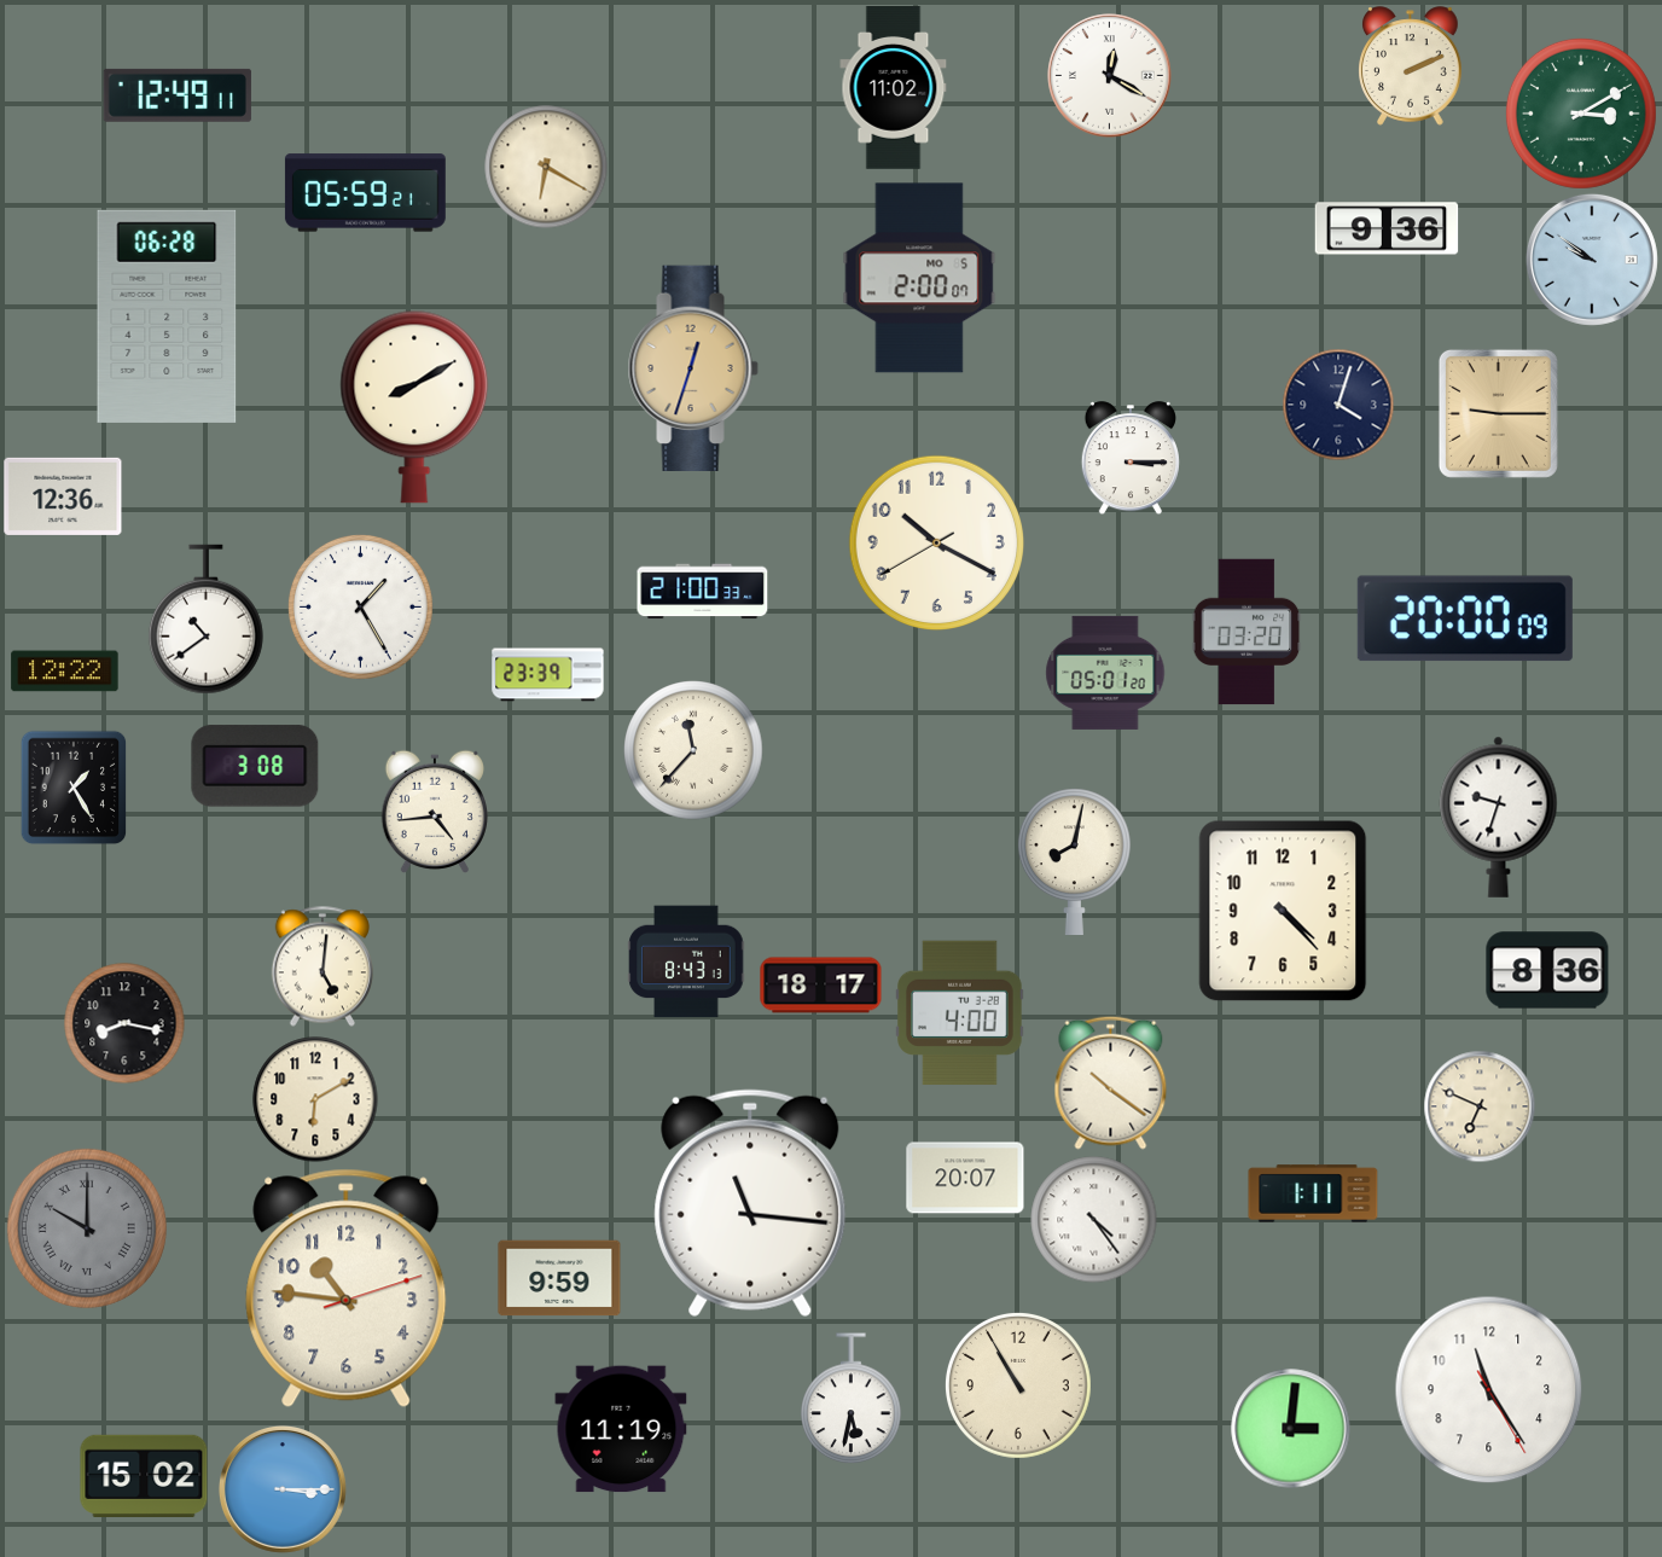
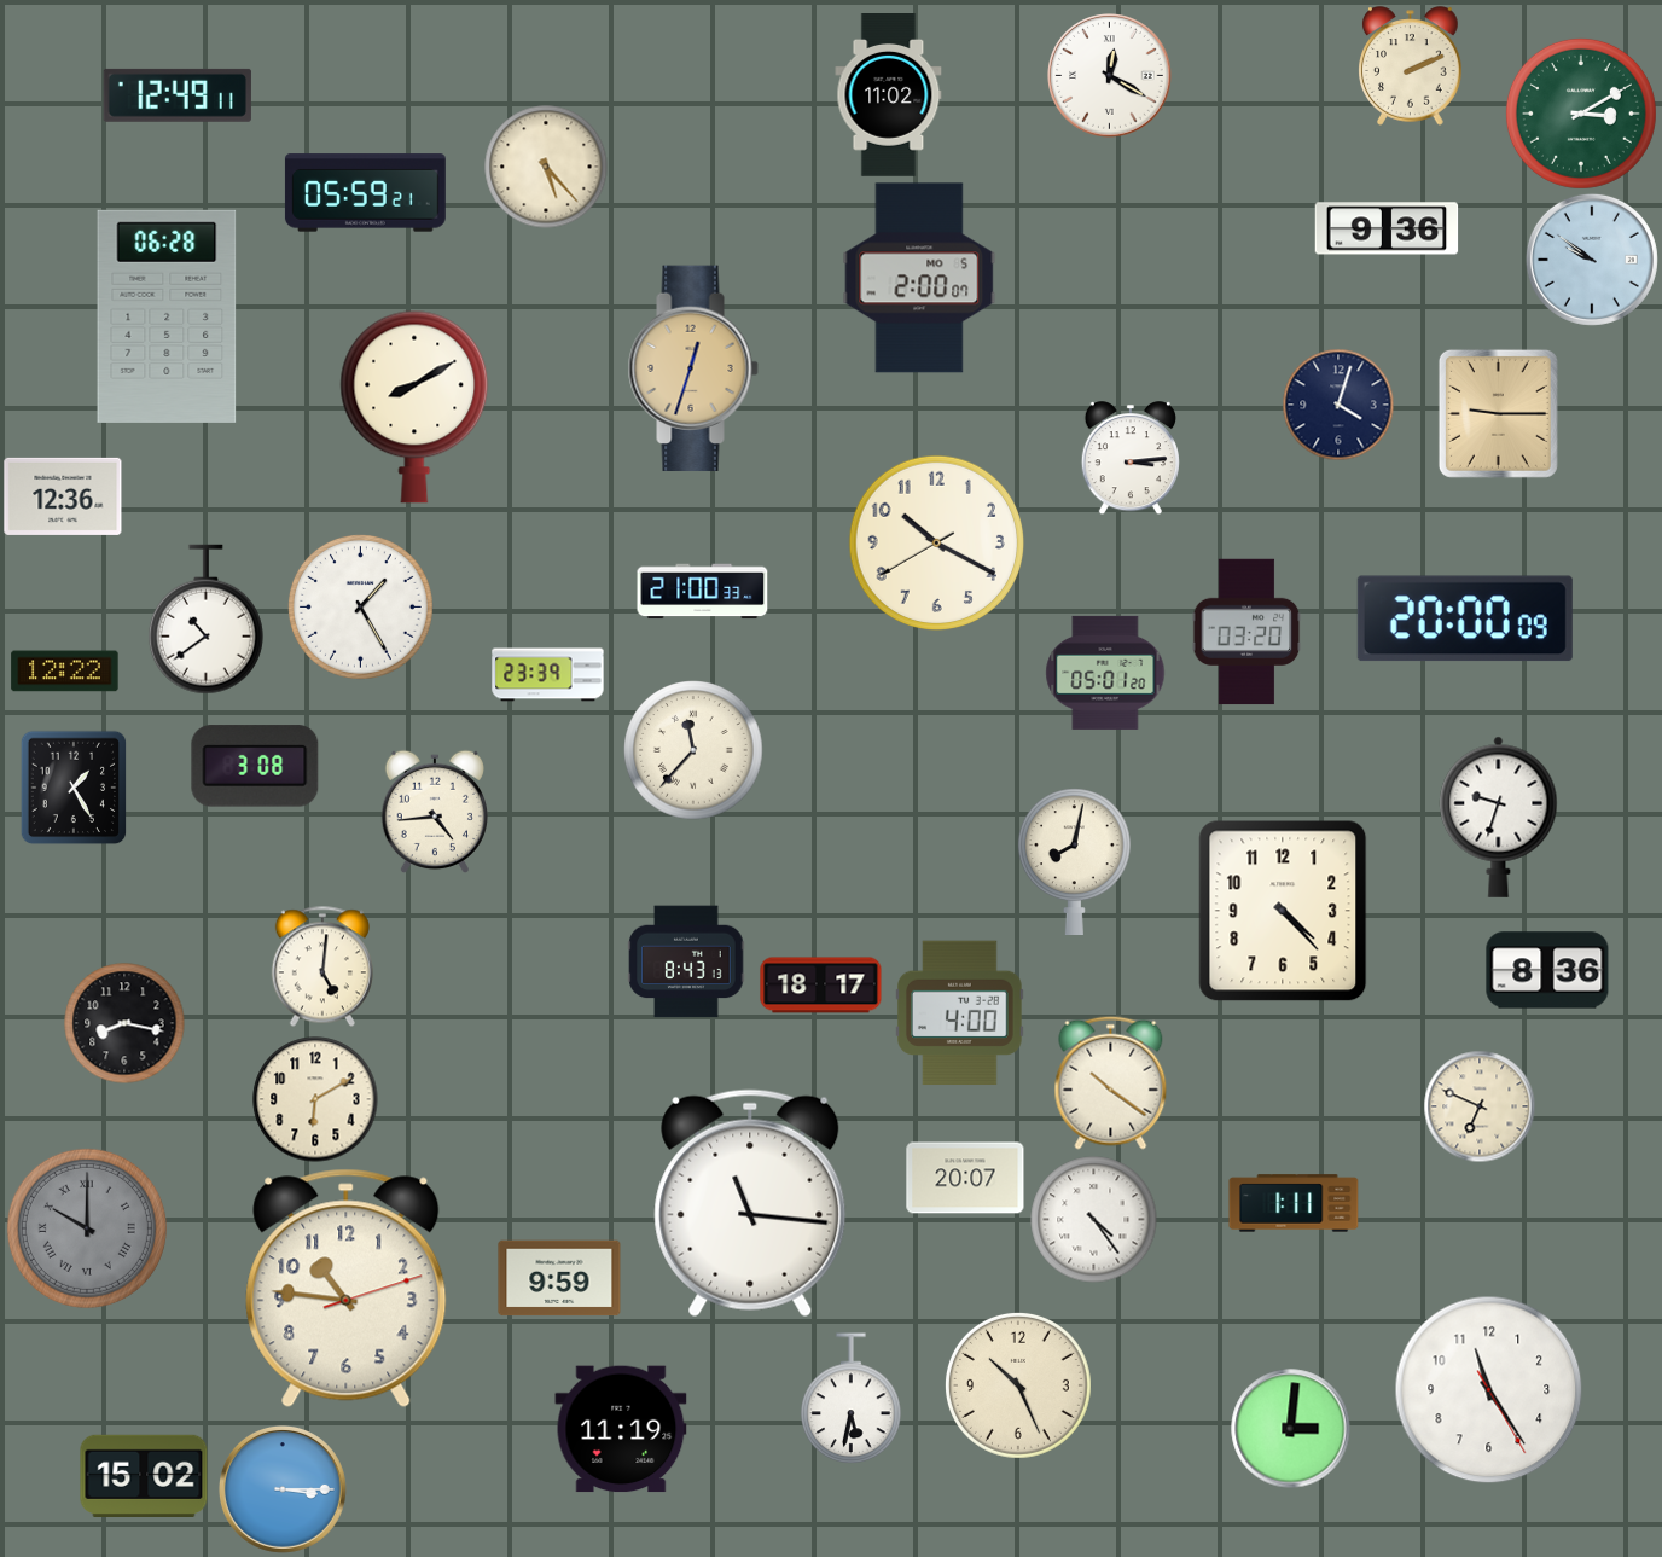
clock at (894, 88) position: (894, 88) -> (889, 95)
clock at (546, 167): 6:20 -> 5:23
clock at (1131, 458): 3:15 -> 3:14
clock at (1313, 1193) position: (1313, 1193) -> (1294, 1203)
clock at (1018, 1385): 10:55 -> 10:26
